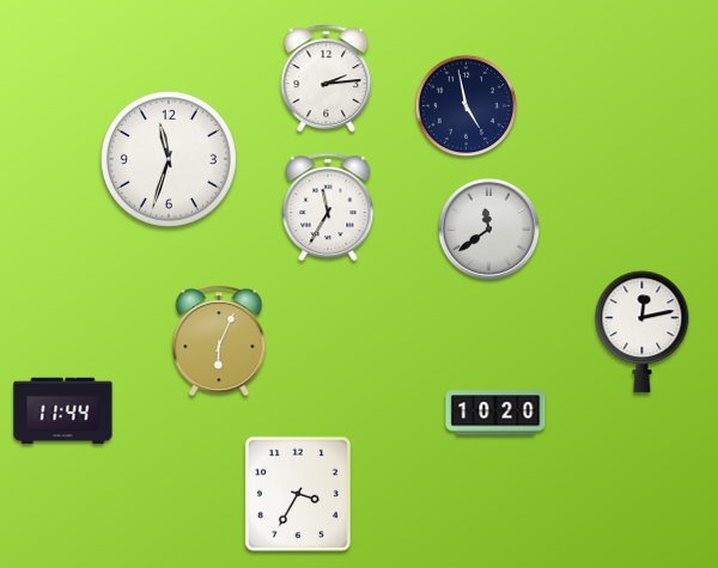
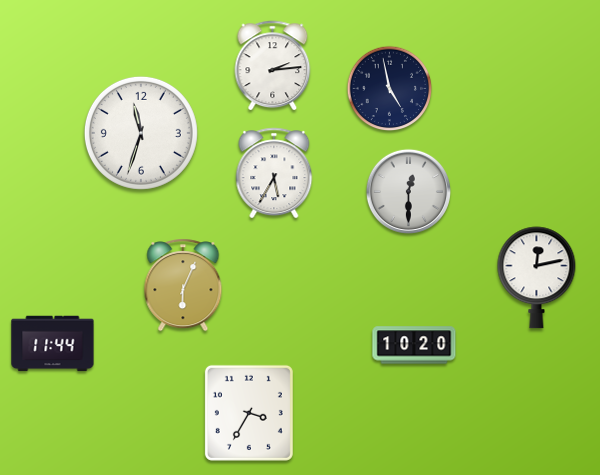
clock at (328, 207): 11:35 -> 5:35
clock at (488, 228): 11:39 -> 12:30
